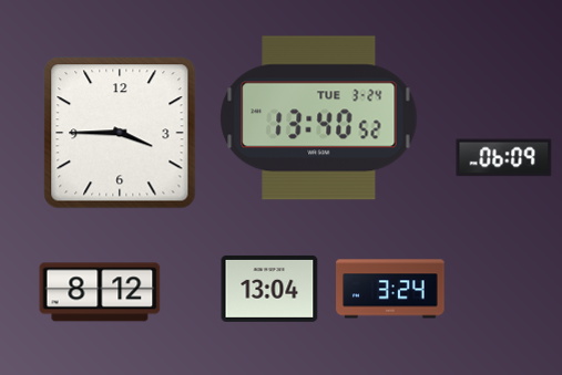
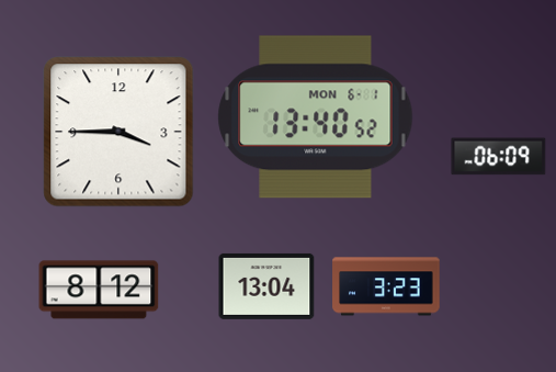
clock at (319, 118) date: TUE 3-24 -> MON 6-1
clock at (390, 289): 3:24 -> 3:23
